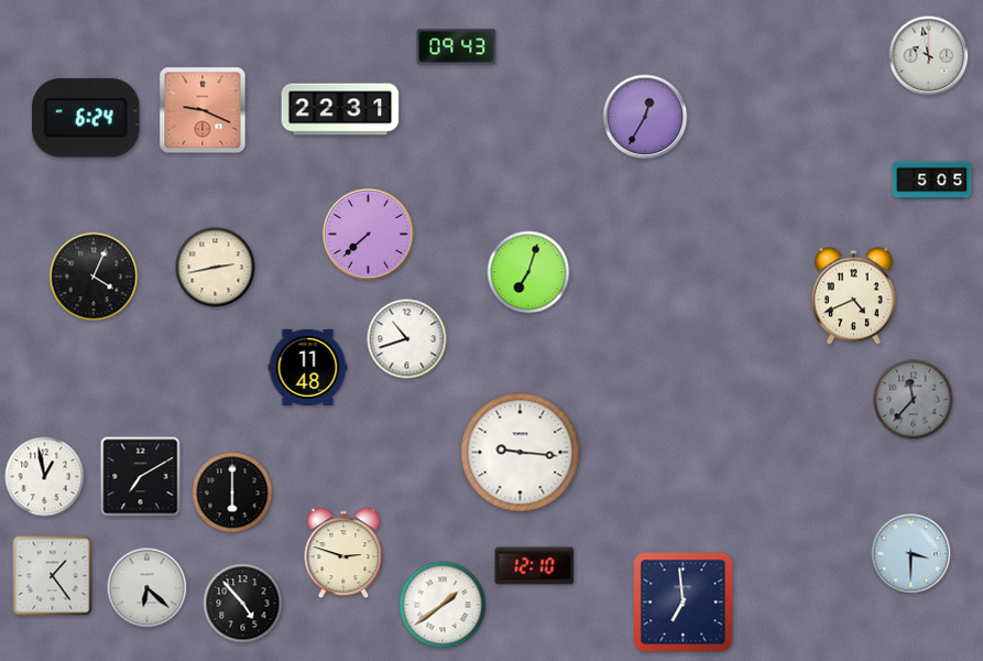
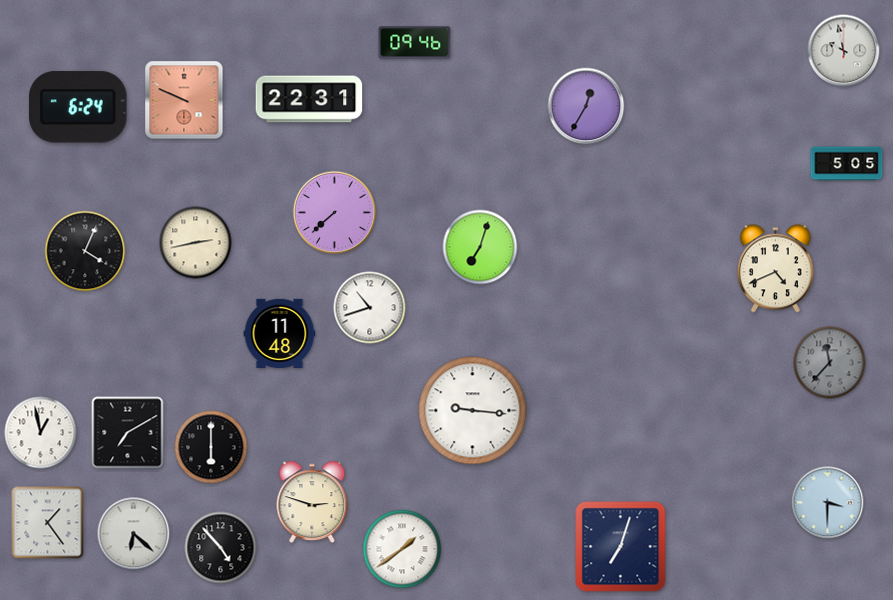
clock at (457, 47): 09:43 -> 09:46
clock at (203, 110): 9:19 -> 9:49
clock at (535, 566): 12:10 -> none
clock at (684, 603): 6:59 -> 7:03
